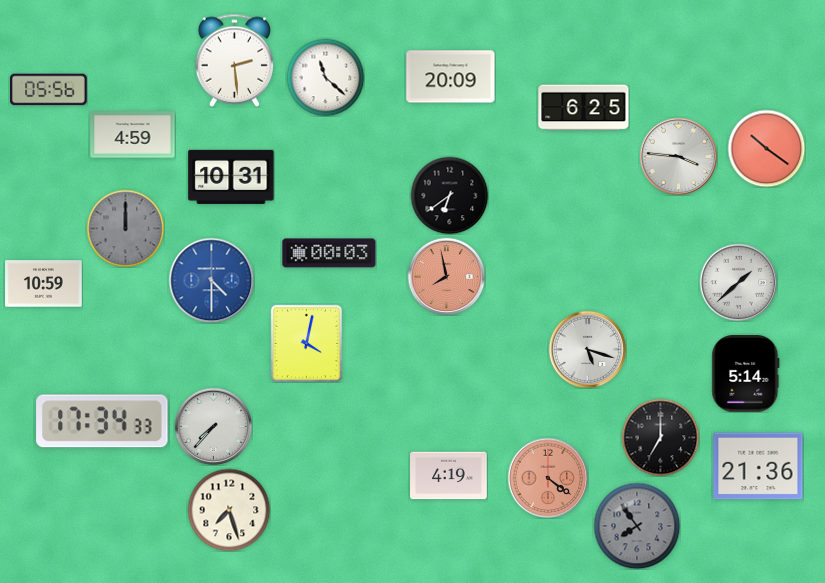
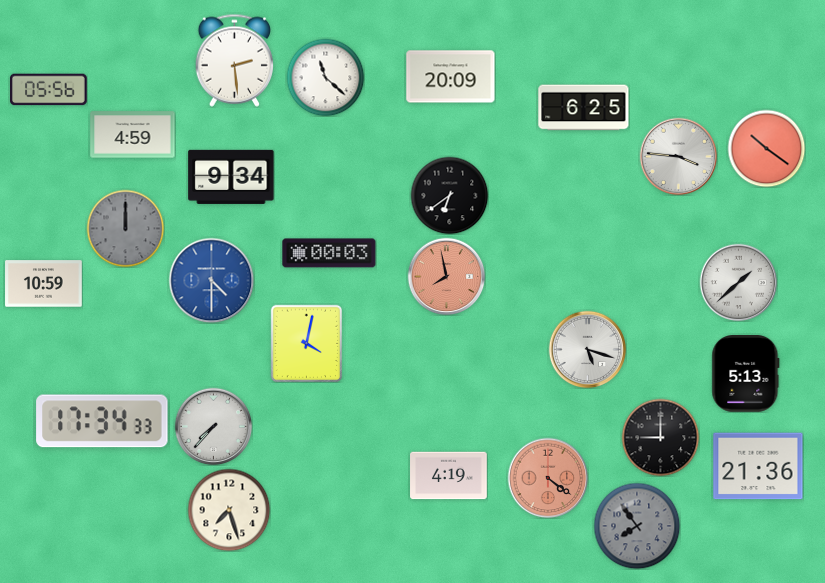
clock at (231, 177): 10:31 -> 9:34
clock at (746, 374): 5:14 -> 5:13
clock at (660, 437): 7:00 -> 9:00
